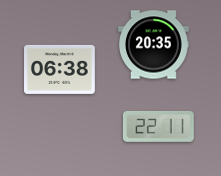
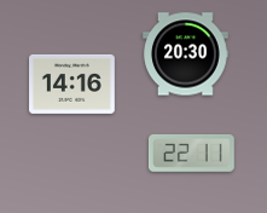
clock at (154, 45): 20:35 -> 20:30
clock at (60, 69): 06:38 -> 14:16
